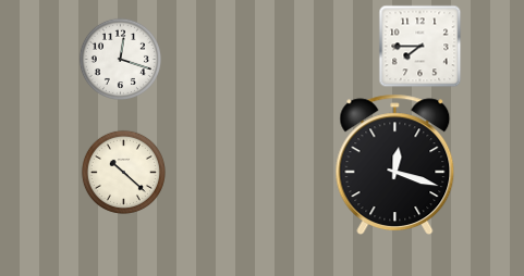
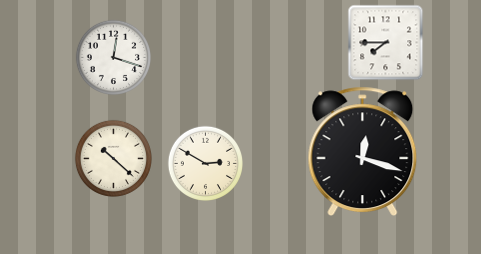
clock at (120, 59) position: (120, 59) -> (113, 57)
clock at (205, 163): none -> 2:50
